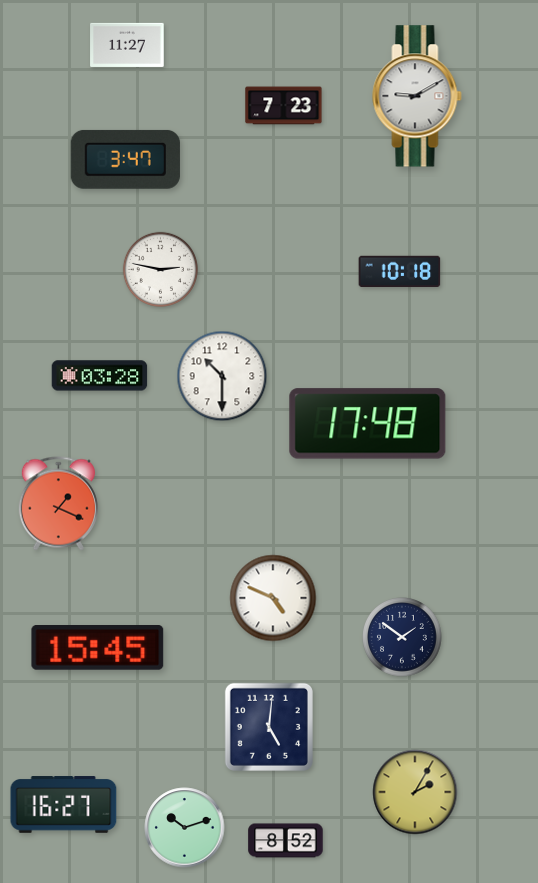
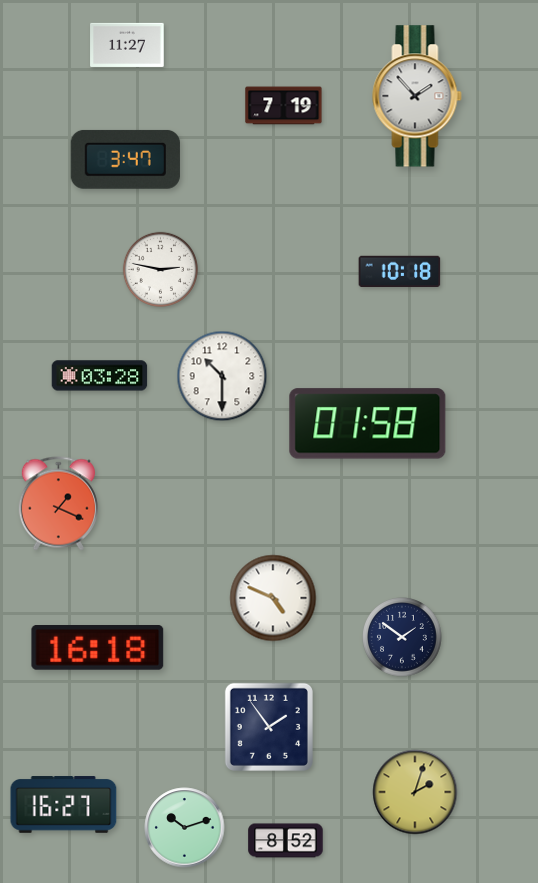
clock at (417, 96): 9:10 -> 1:53
clock at (284, 106): 7:23 -> 7:19
clock at (368, 424): 17:48 -> 01:58
clock at (98, 648): 15:45 -> 16:18
clock at (269, 727): 5:01 -> 1:54
clock at (415, 792): 2:05 -> 2:03
